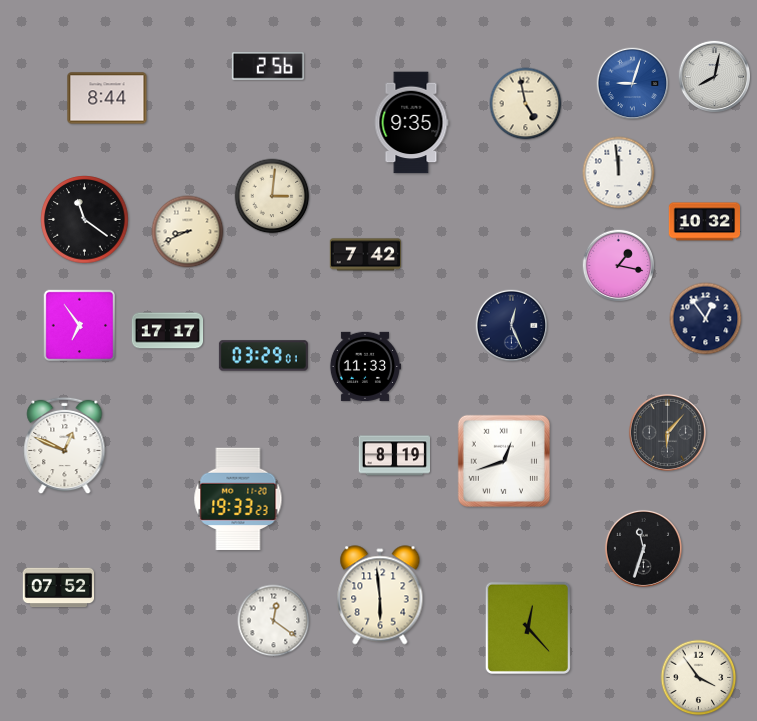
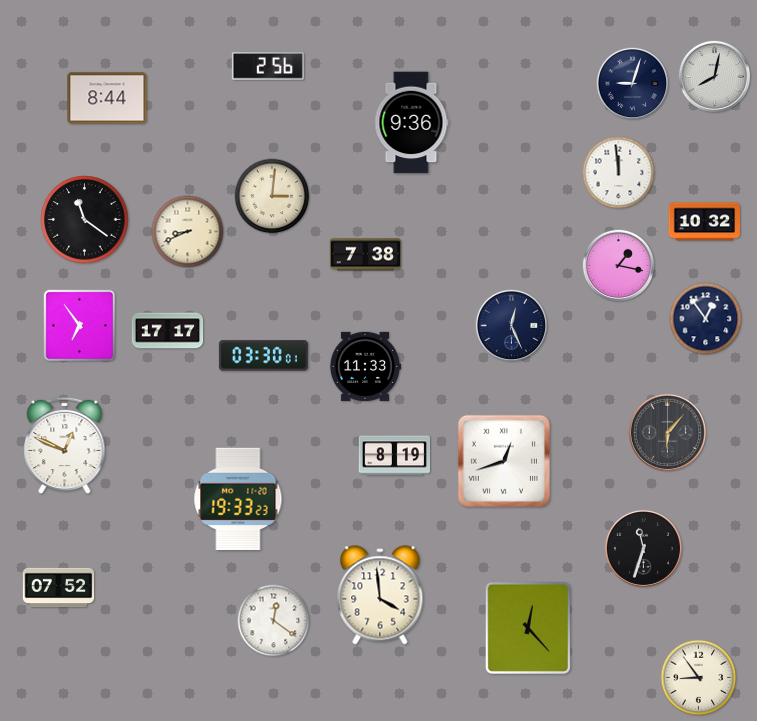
clock at (633, 84) dial: blue -> navy
clock at (526, 104): 4:58 -> none
clock at (411, 123): 9:35 -> 9:36
clock at (365, 255): 7:42 -> 7:38
clock at (263, 356): 03:29 -> 03:30
clock at (380, 595): 5:59 -> 3:59
clock at (699, 678): 3:54 -> 8:54
